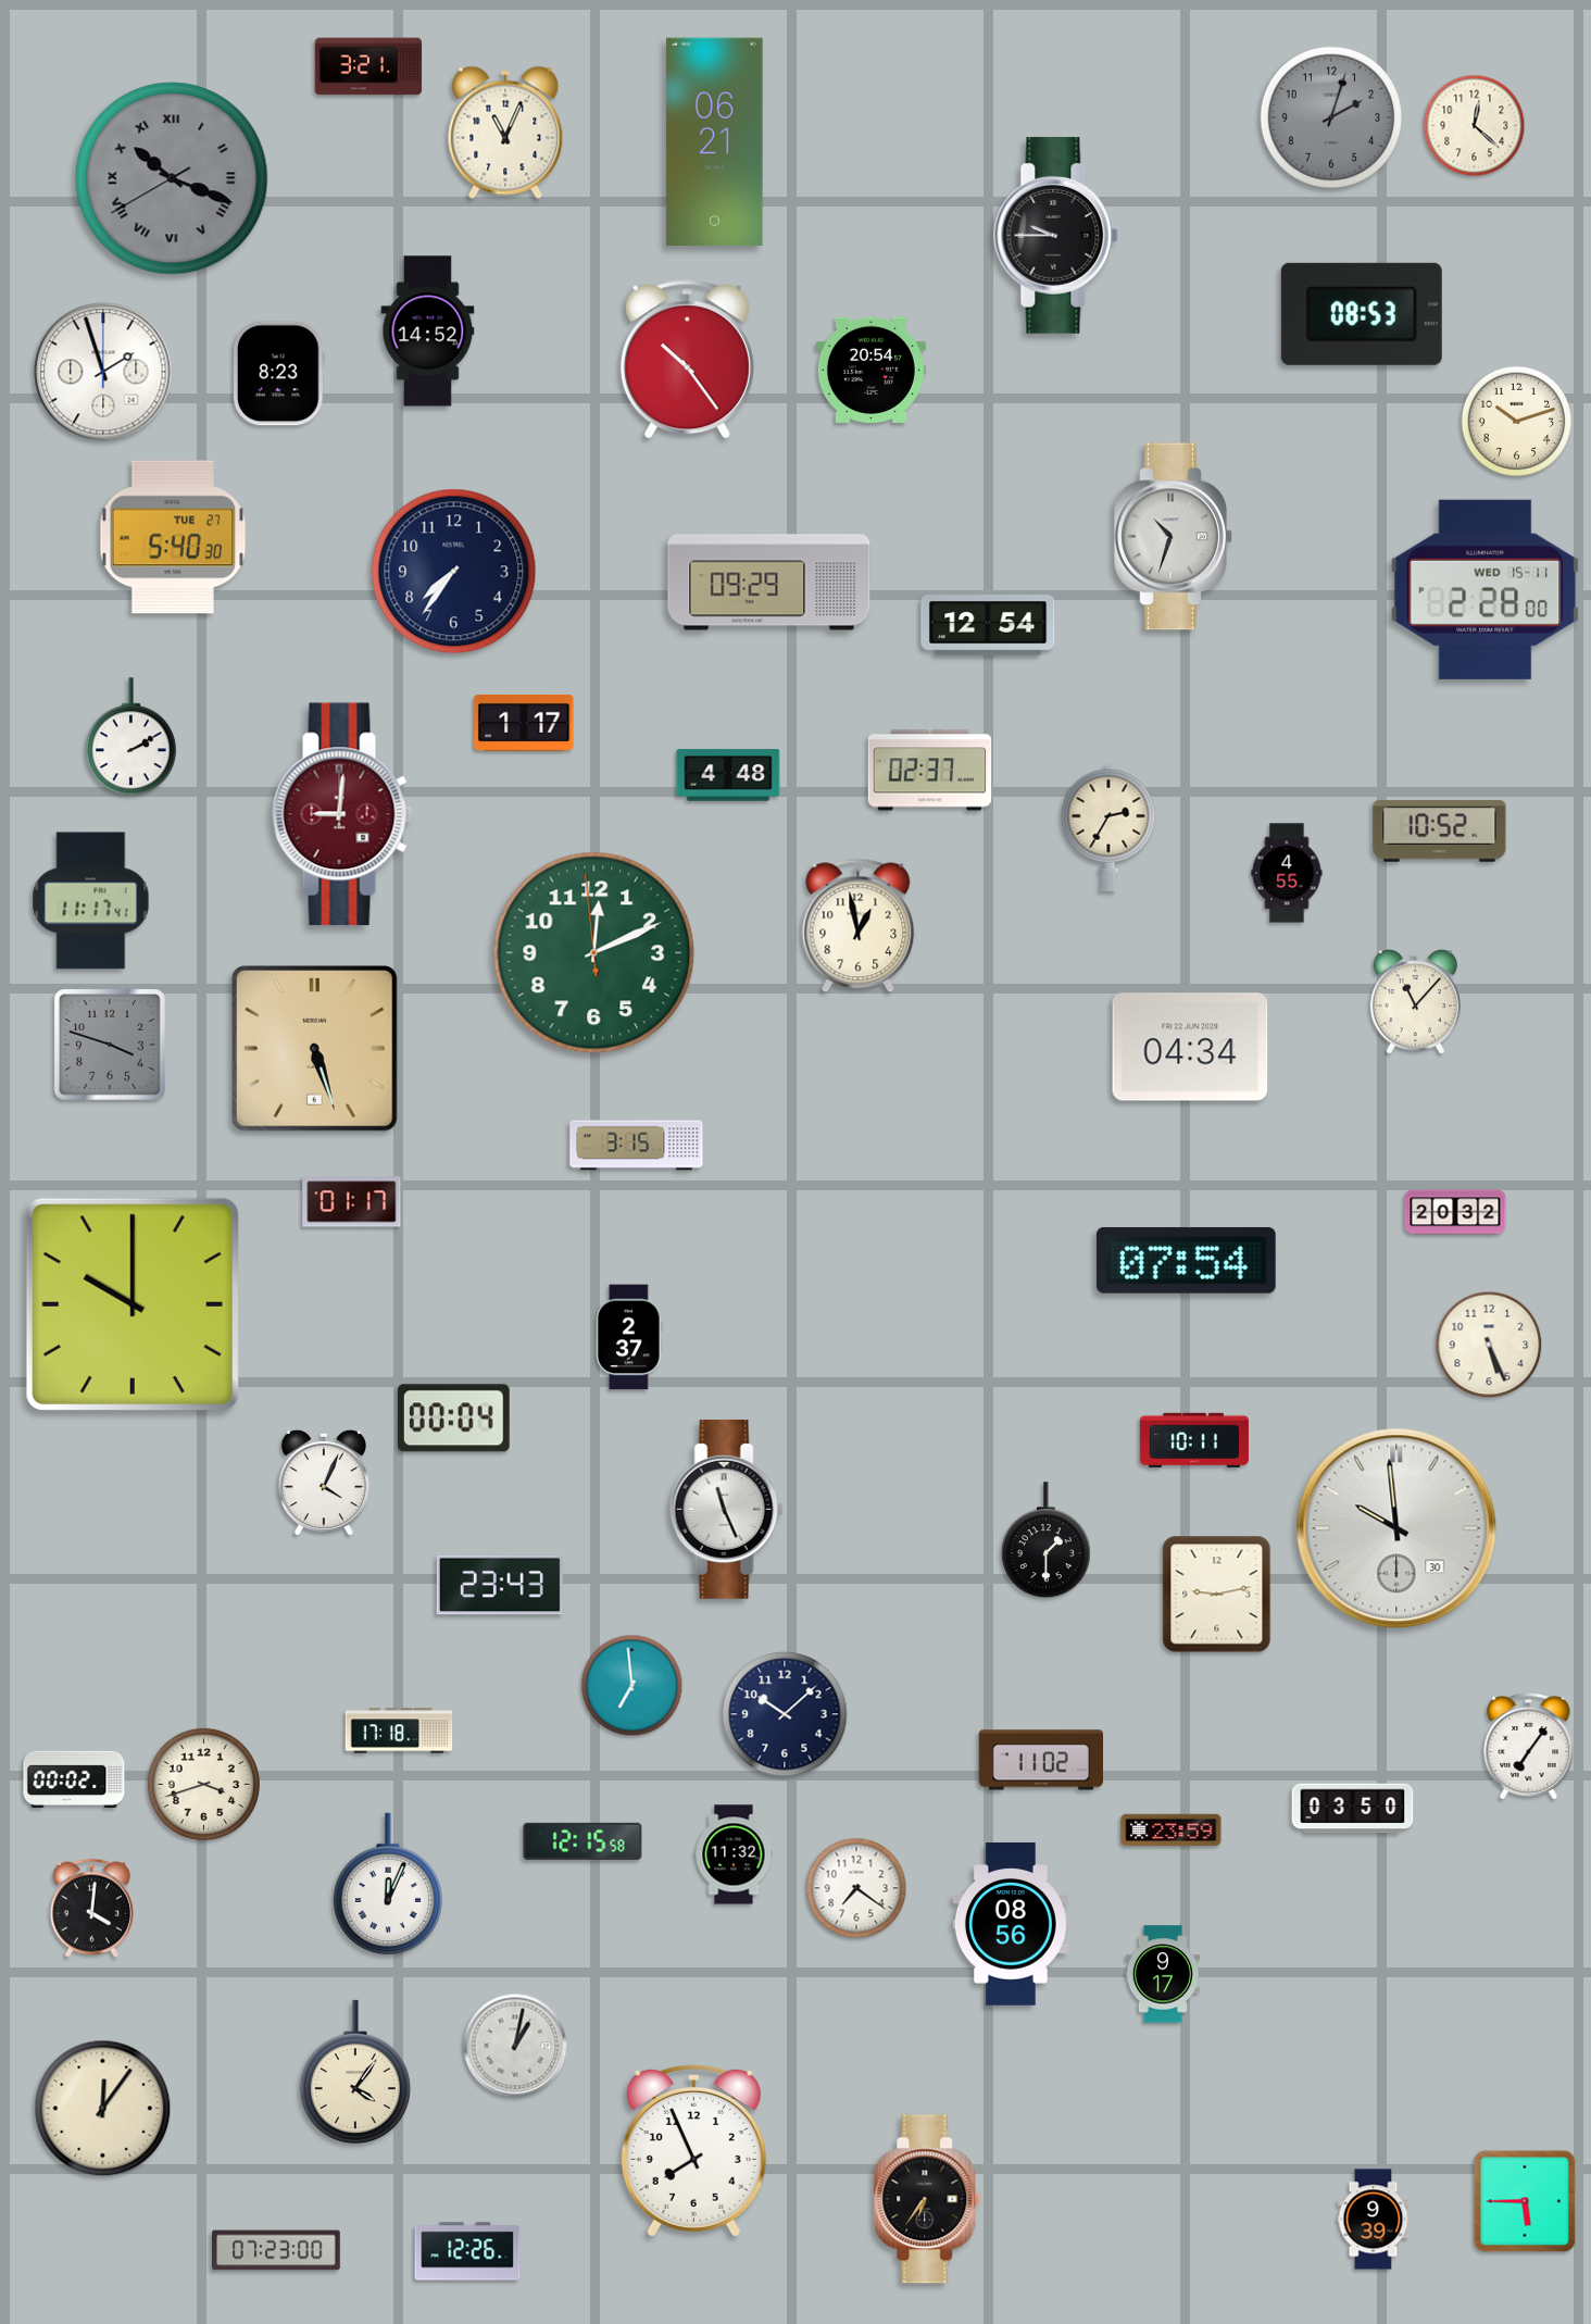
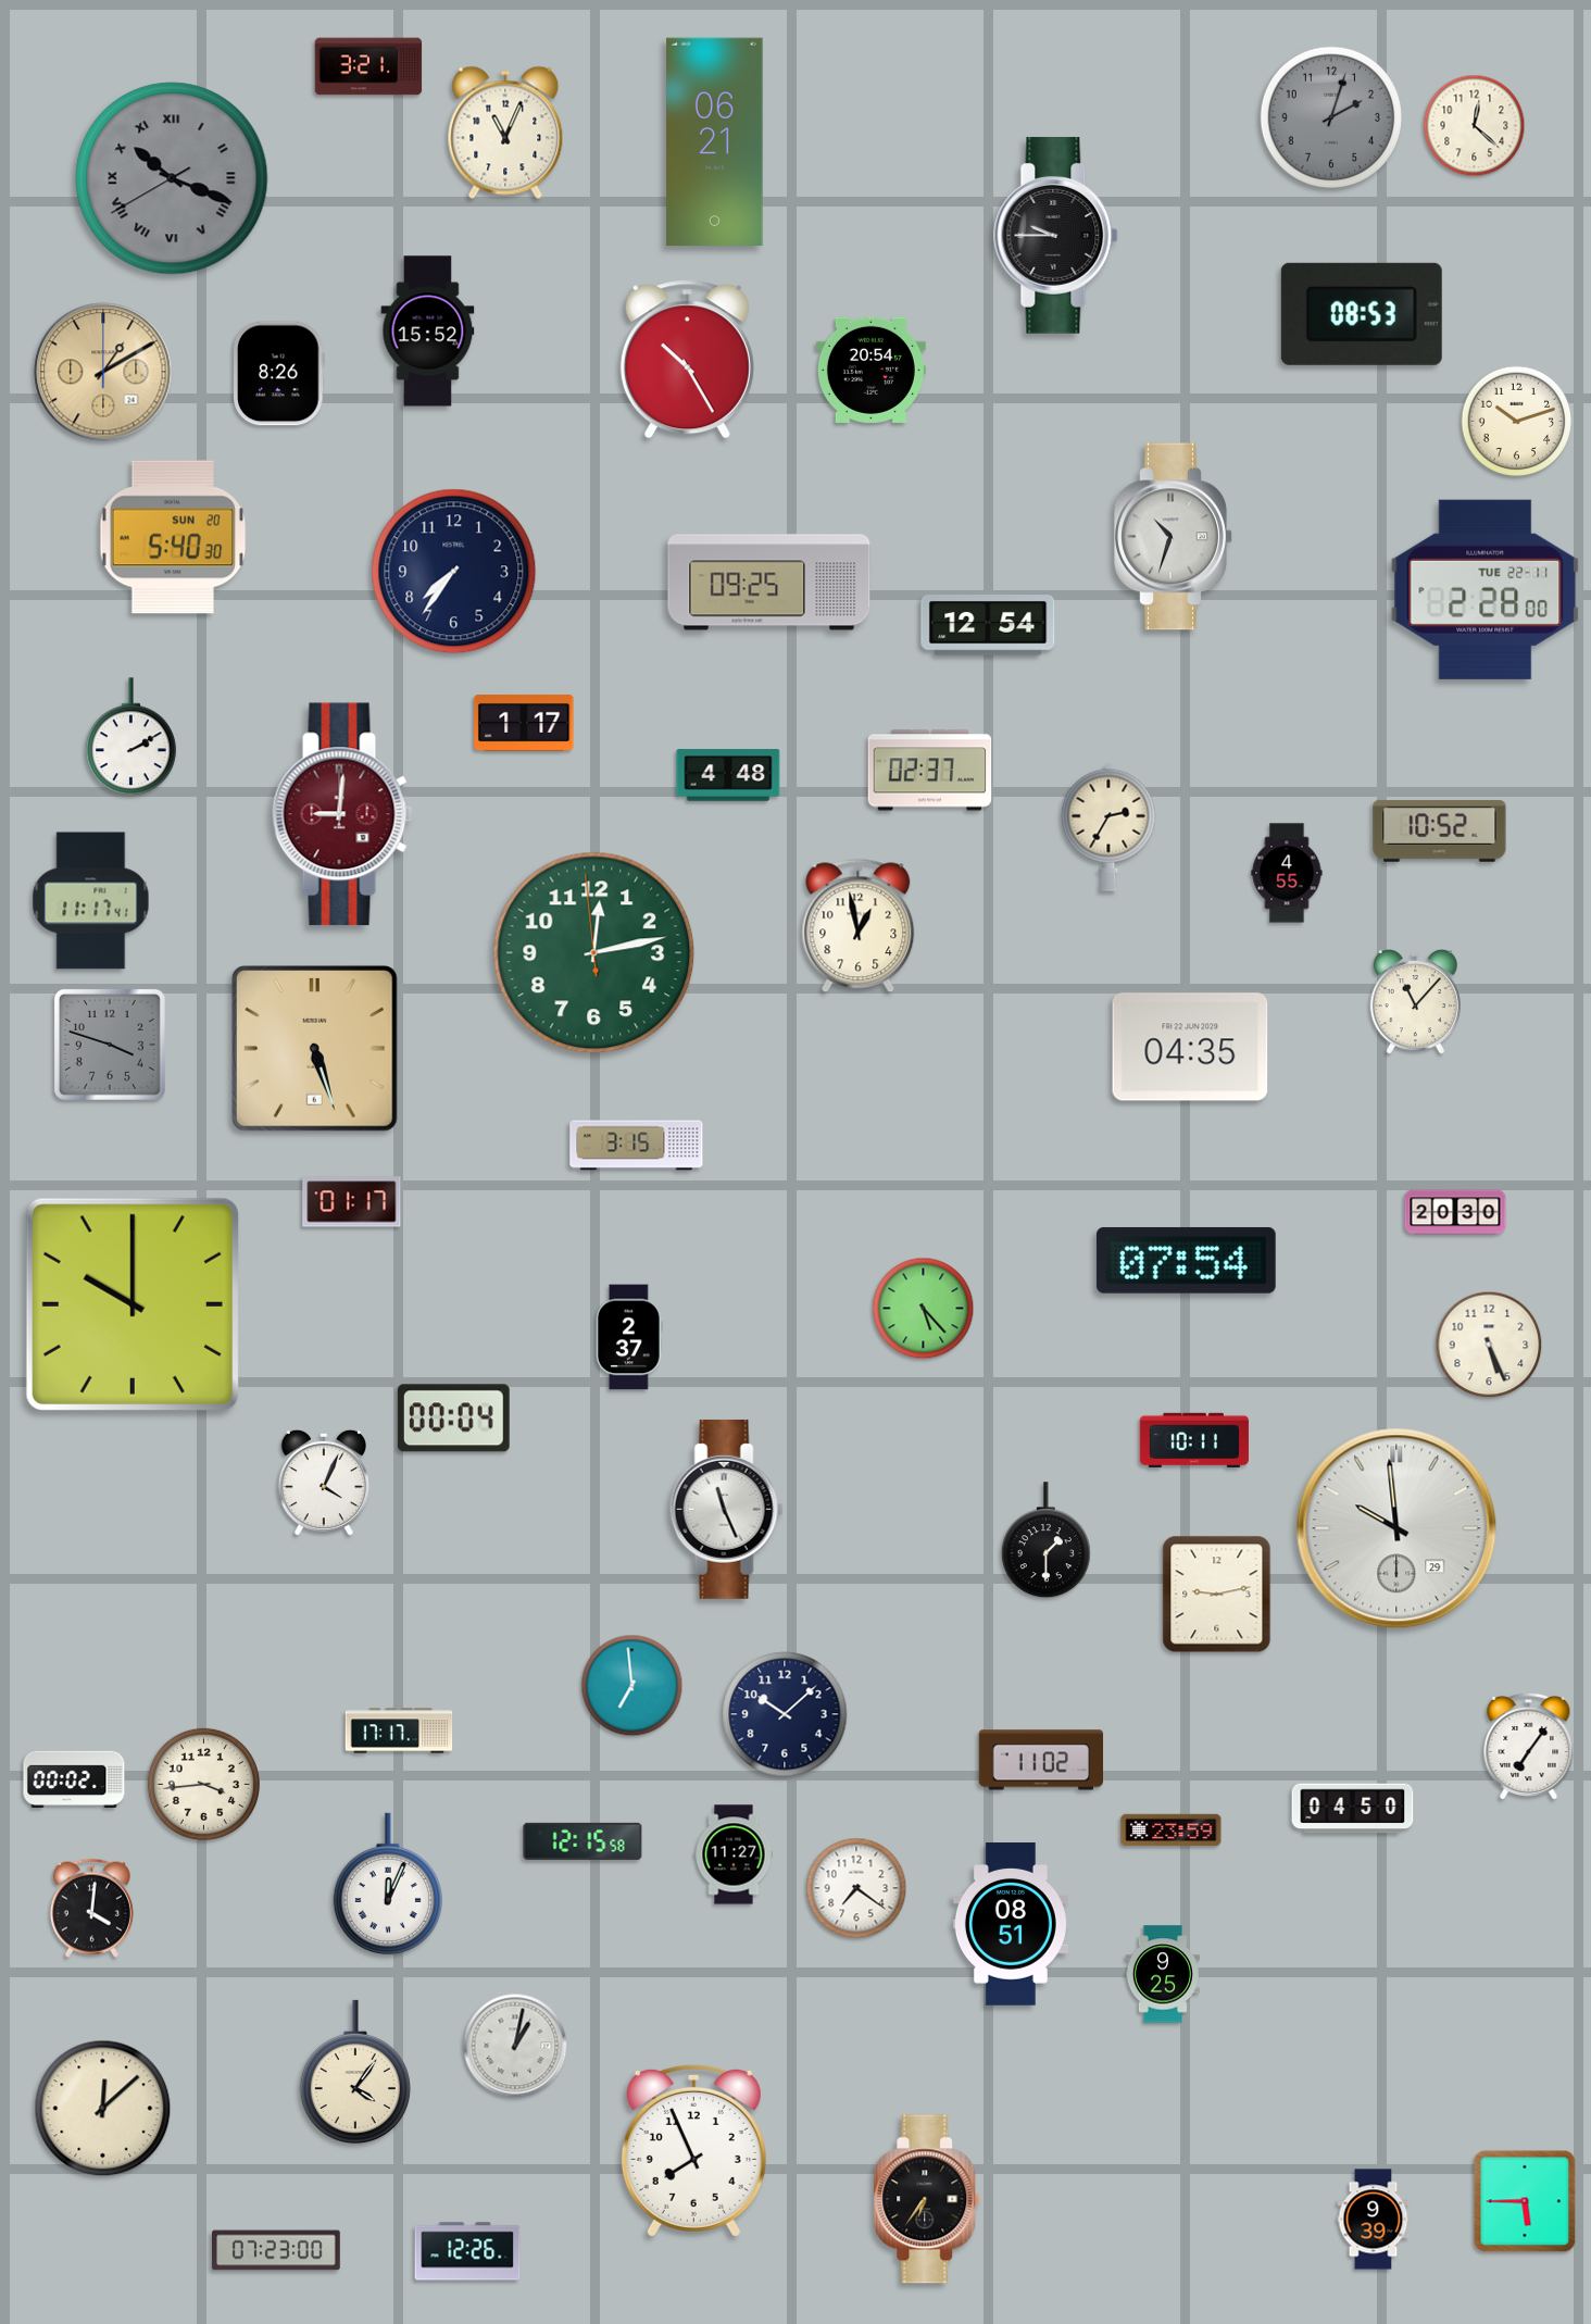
clock at (428, 332): 14:52 -> 15:52
clock at (687, 360): 10:24 -> 10:25
clock at (103, 372): 1:57 -> 1:10
clock at (103, 372) dial: white -> champagne
clock at (279, 374): 8:23 -> 8:26
clock at (173, 537) date: TUE 27 -> SUN 20
clock at (769, 583): 09:29 -> 09:25
clock at (1486, 589) date: WED 15-11 -> TUE 22-11
clock at (594, 953): 12:10 -> 12:12
clock at (1190, 1047): 04:34 -> 04:35
clock at (1455, 1212): 20:32 -> 20:30
clock at (924, 1309): none -> 5:23
clock at (1396, 1528) date: 30 -> 29
clock at (500, 1585): 23:43 -> none
clock at (399, 1730): 17:18 -> 17:17
clock at (203, 1784): 3:42 -> 3:44
clock at (1353, 1809): 03:50 -> 04:50
clock at (734, 1854): 11:32 -> 11:27
clock at (1011, 1924): 08:56 -> 08:51
clock at (1162, 1974): 9:17 -> 9:25
clock at (103, 2109): 12:06 -> 12:08
